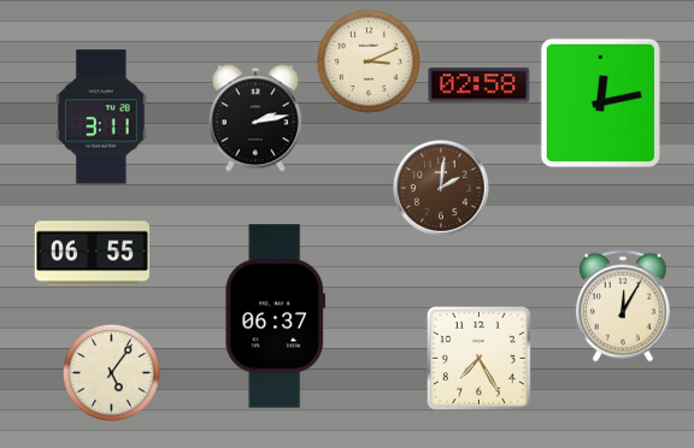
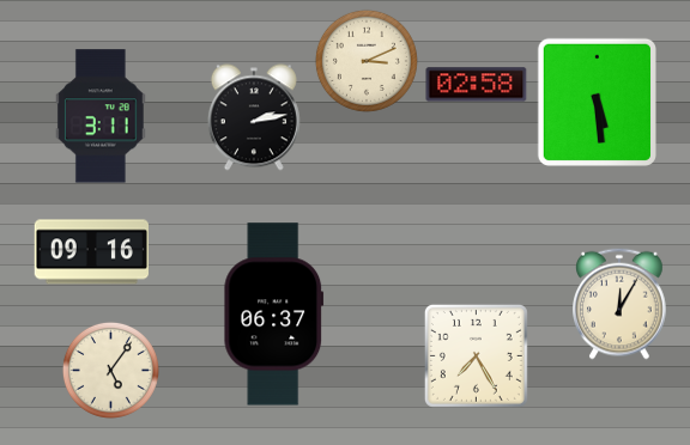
clock at (600, 102): 12:13 -> 5:29
clock at (441, 188): 2:01 -> none
clock at (92, 254): 06:55 -> 09:16
